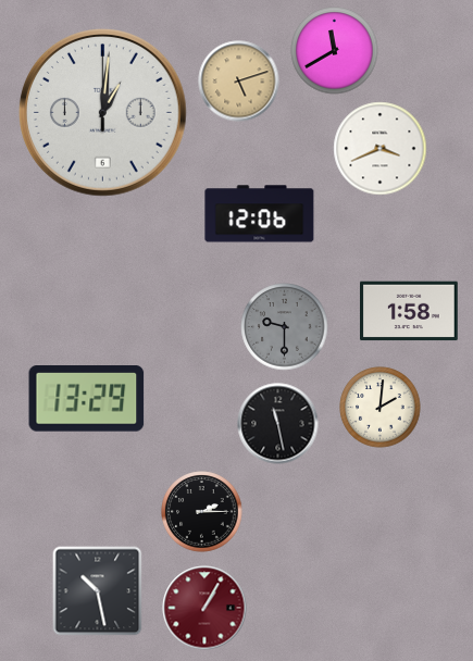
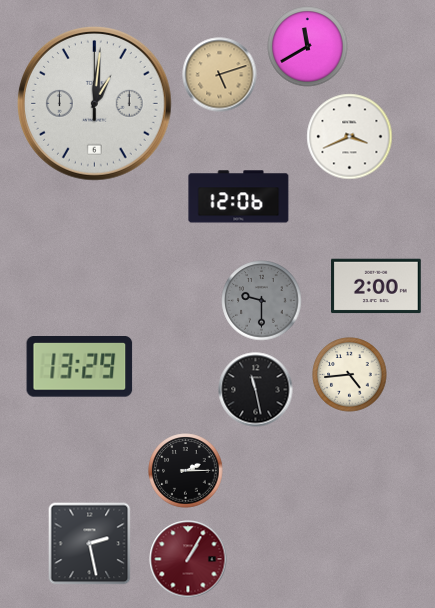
clock at (410, 311): 1:58 -> 2:00
clock at (381, 408): 2:01 -> 4:44
clock at (98, 591): 10:28 -> 2:28
